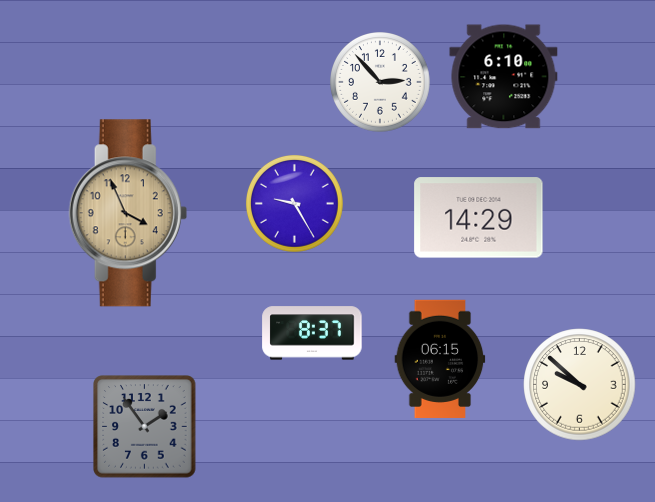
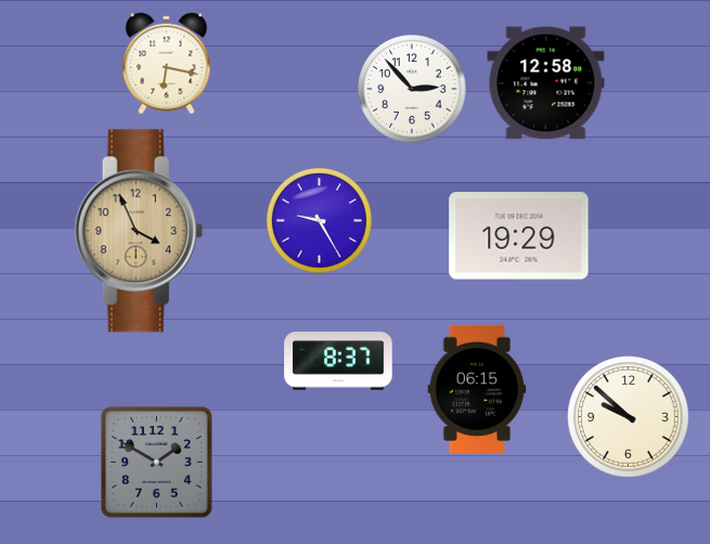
clock at (167, 64): none -> 6:17
clock at (504, 77): 6:10 -> 12:58
clock at (479, 218): 14:29 -> 19:29
clock at (145, 427): 1:54 -> 1:50
